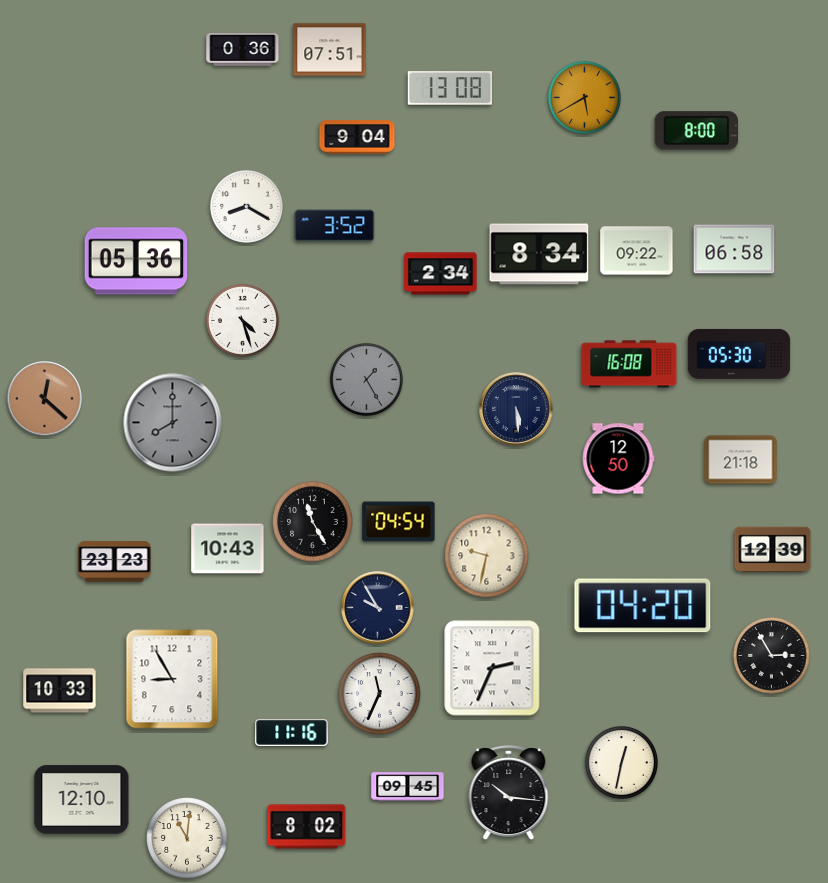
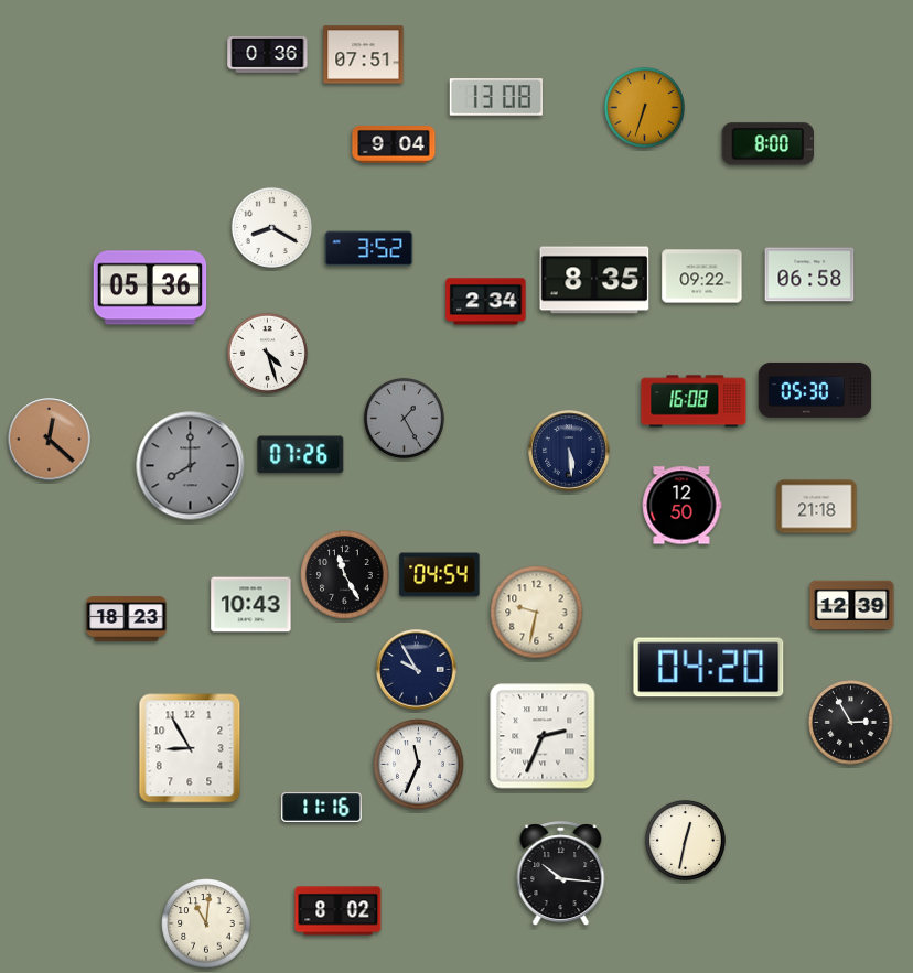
clock at (584, 97): 5:40 -> 6:33
clock at (357, 137) position: (357, 137) -> (394, 144)
clock at (539, 254): 8:34 -> 8:35
clock at (301, 455): none -> 07:26
clock at (115, 562): 23:23 -> 18:23
clock at (60, 691): 10:33 -> none
clock at (408, 787): 09:45 -> none
clock at (82, 800): 12:10 -> none
